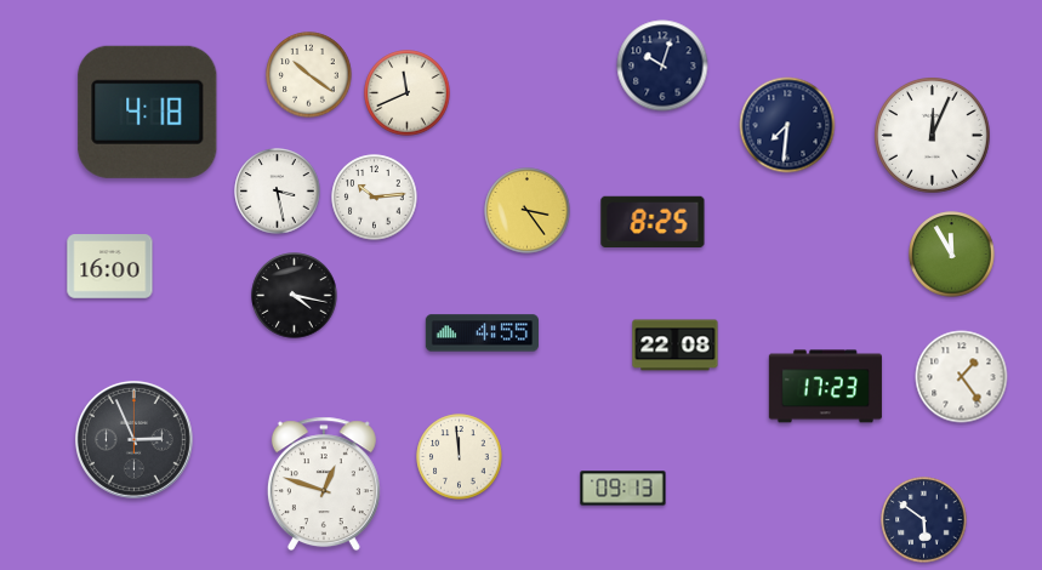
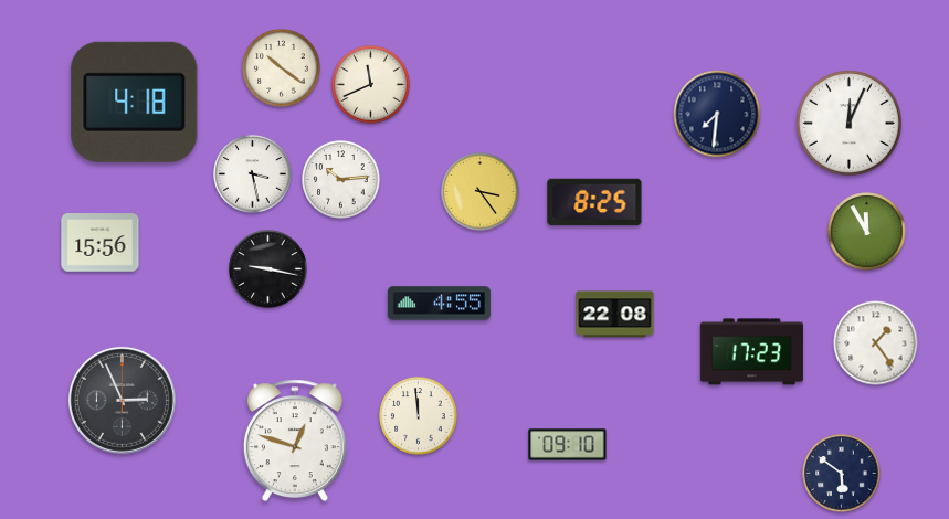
clock at (662, 65): 10:03 -> none
clock at (110, 267): 16:00 -> 15:56
clock at (295, 296): 4:17 -> 9:17
clock at (624, 489): 09:13 -> 09:10
